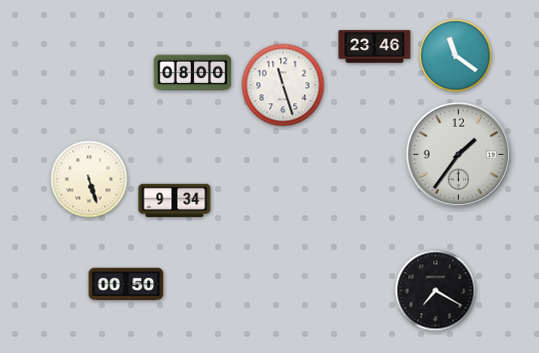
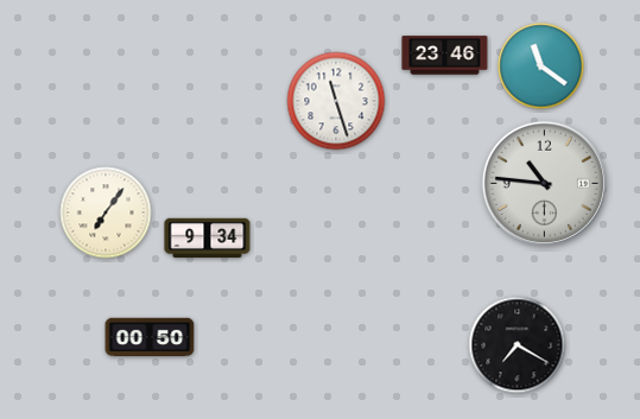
clock at (193, 73): 08:00 -> none
clock at (458, 154): 1:36 -> 10:46
clock at (89, 179): 5:27 -> 7:06
